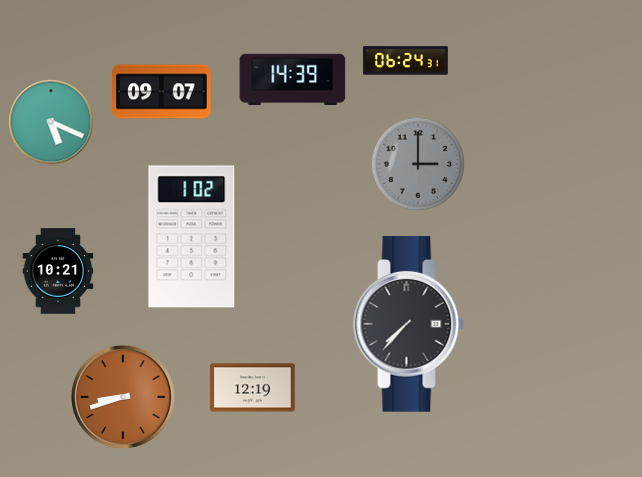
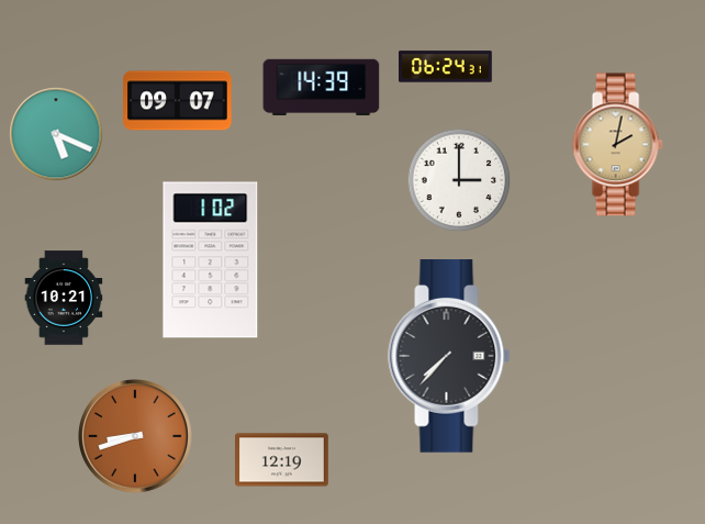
clock at (617, 145): none -> 2:02
clock at (418, 164) dial: grey -> white
clock at (253, 388) position: (253, 388) -> (282, 460)
